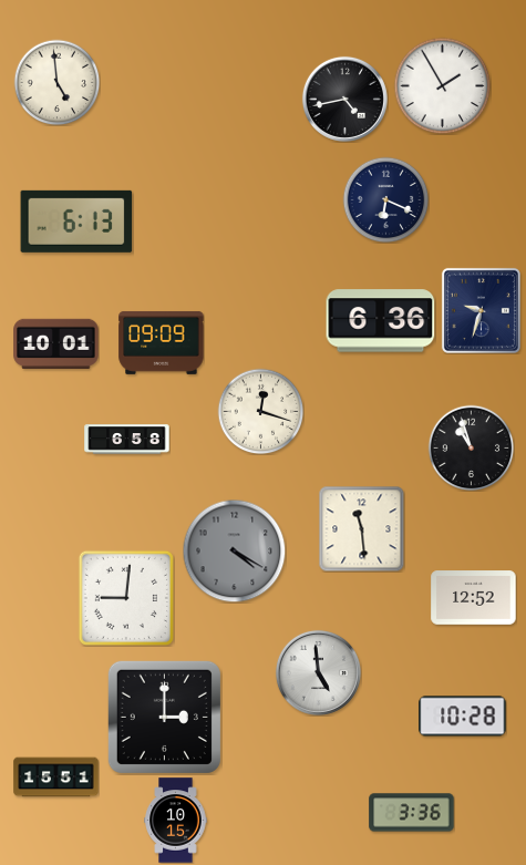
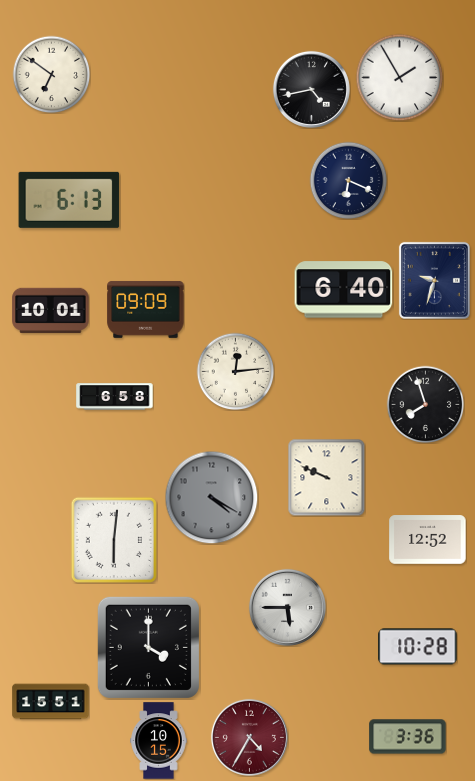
clock at (56, 82): 4:59 -> 6:51
clock at (381, 321): 6:36 -> 6:40
clock at (260, 411): 12:18 -> 12:14
clock at (471, 447): 10:57 -> 7:57
clock at (361, 528): 11:29 -> 9:49
clock at (126, 598): 9:01 -> 6:01
clock at (318, 672): 4:59 -> 5:45
clock at (164, 717): 3:00 -> 4:00
clock at (412, 813) position: (412, 813) -> (408, 737)
clock at (249, 737): none -> 4:35
